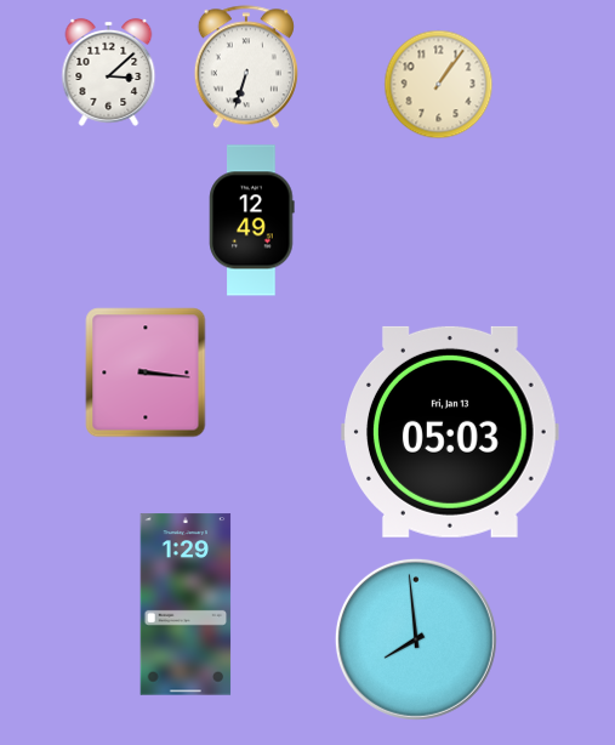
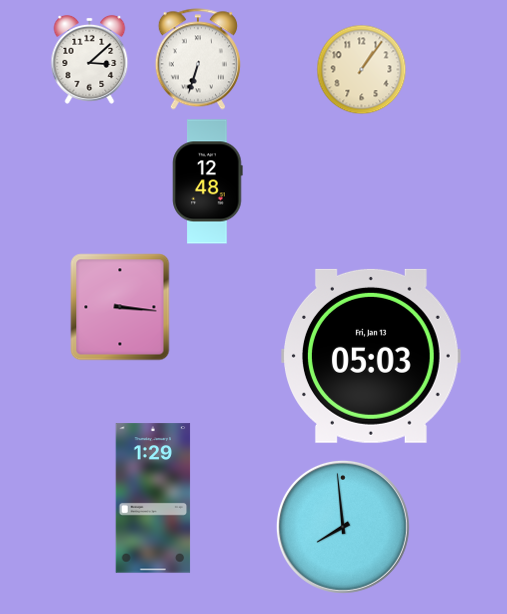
clock at (246, 67) position: (246, 67) -> (198, 59)
clock at (252, 221): 12:49 -> 12:48
